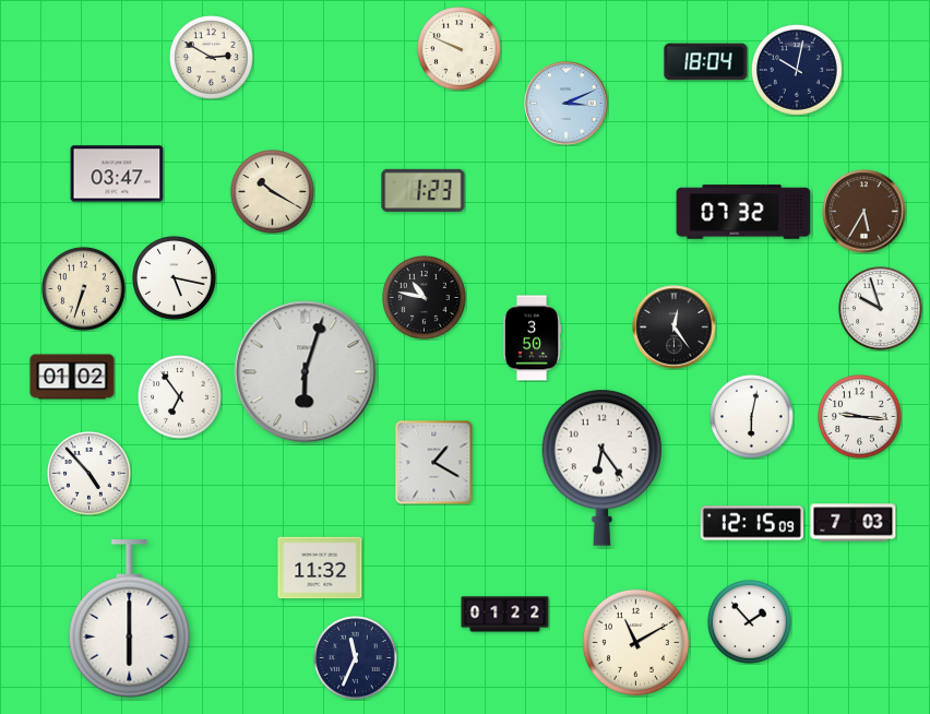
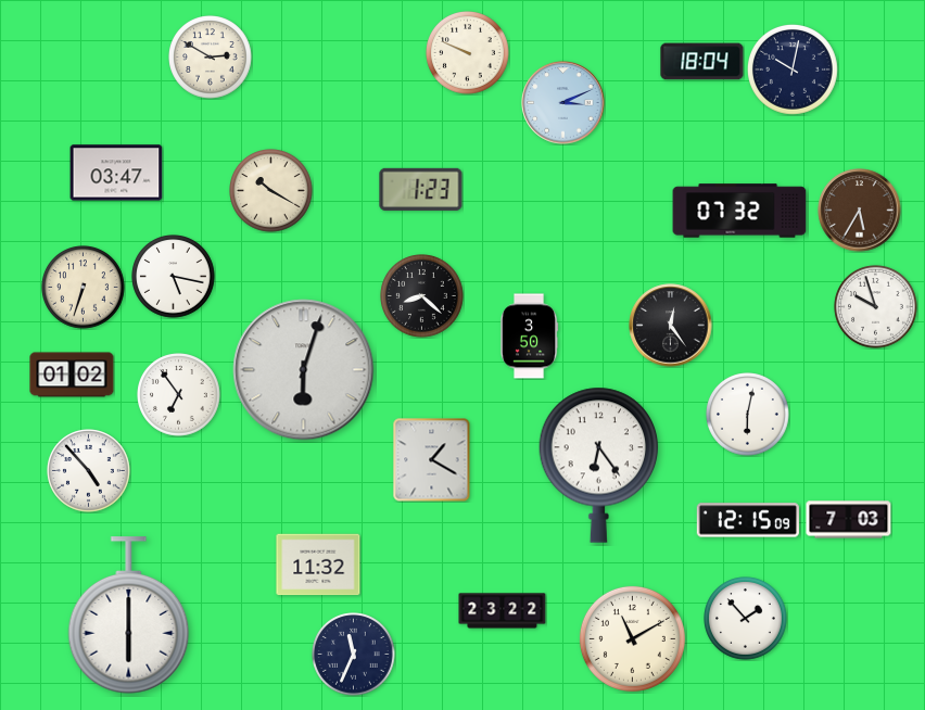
clock at (460, 49) position: (460, 49) -> (468, 53)
clock at (425, 298): 10:47 -> 8:22
clock at (860, 417): 9:16 -> none
clock at (505, 615): 01:22 -> 23:22
